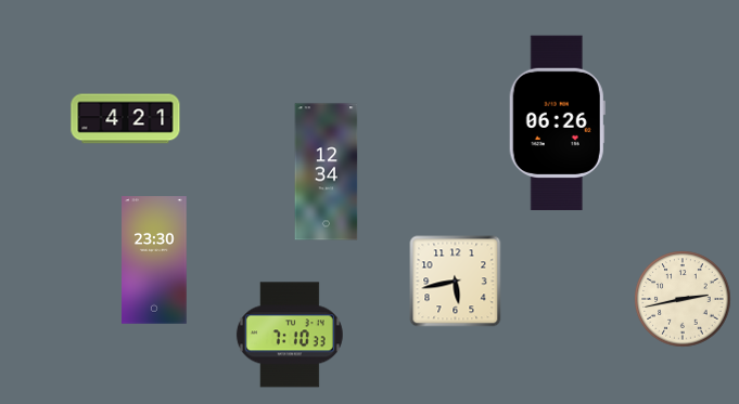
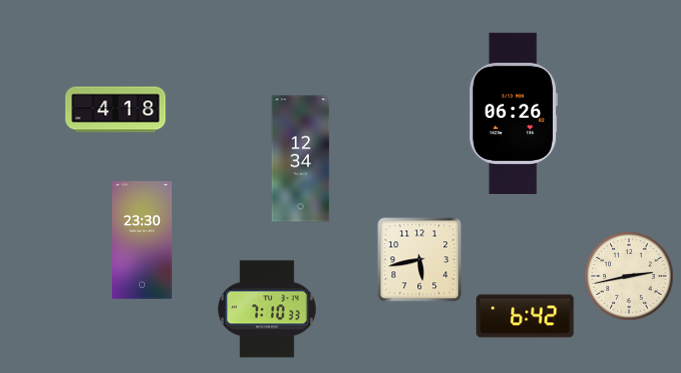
clock at (126, 119): 4:21 -> 4:18
clock at (525, 316): none -> 6:42
